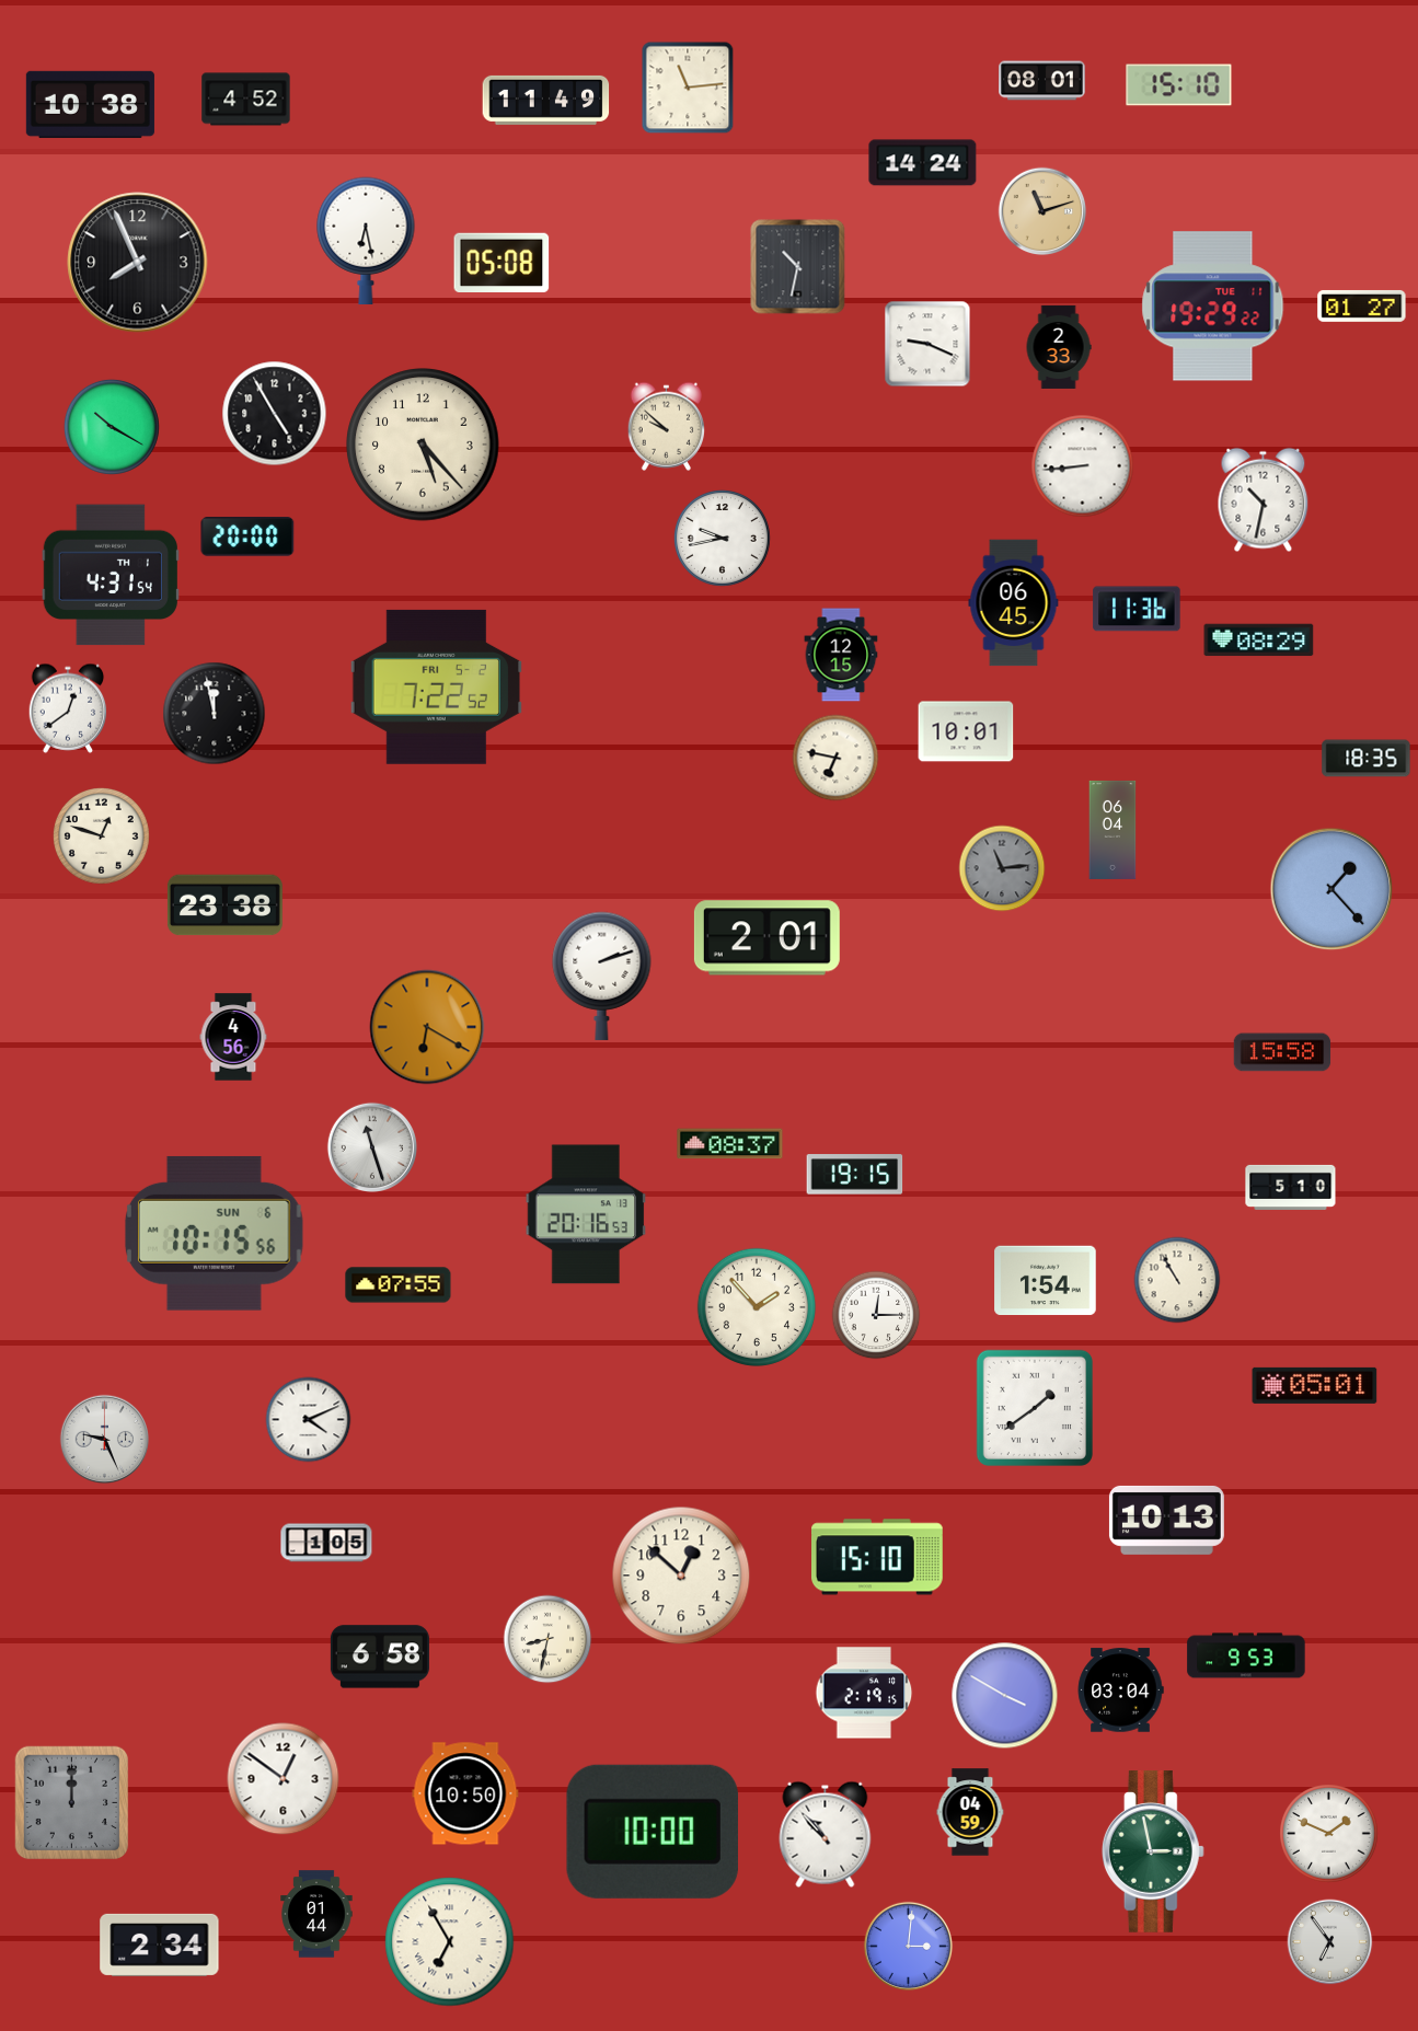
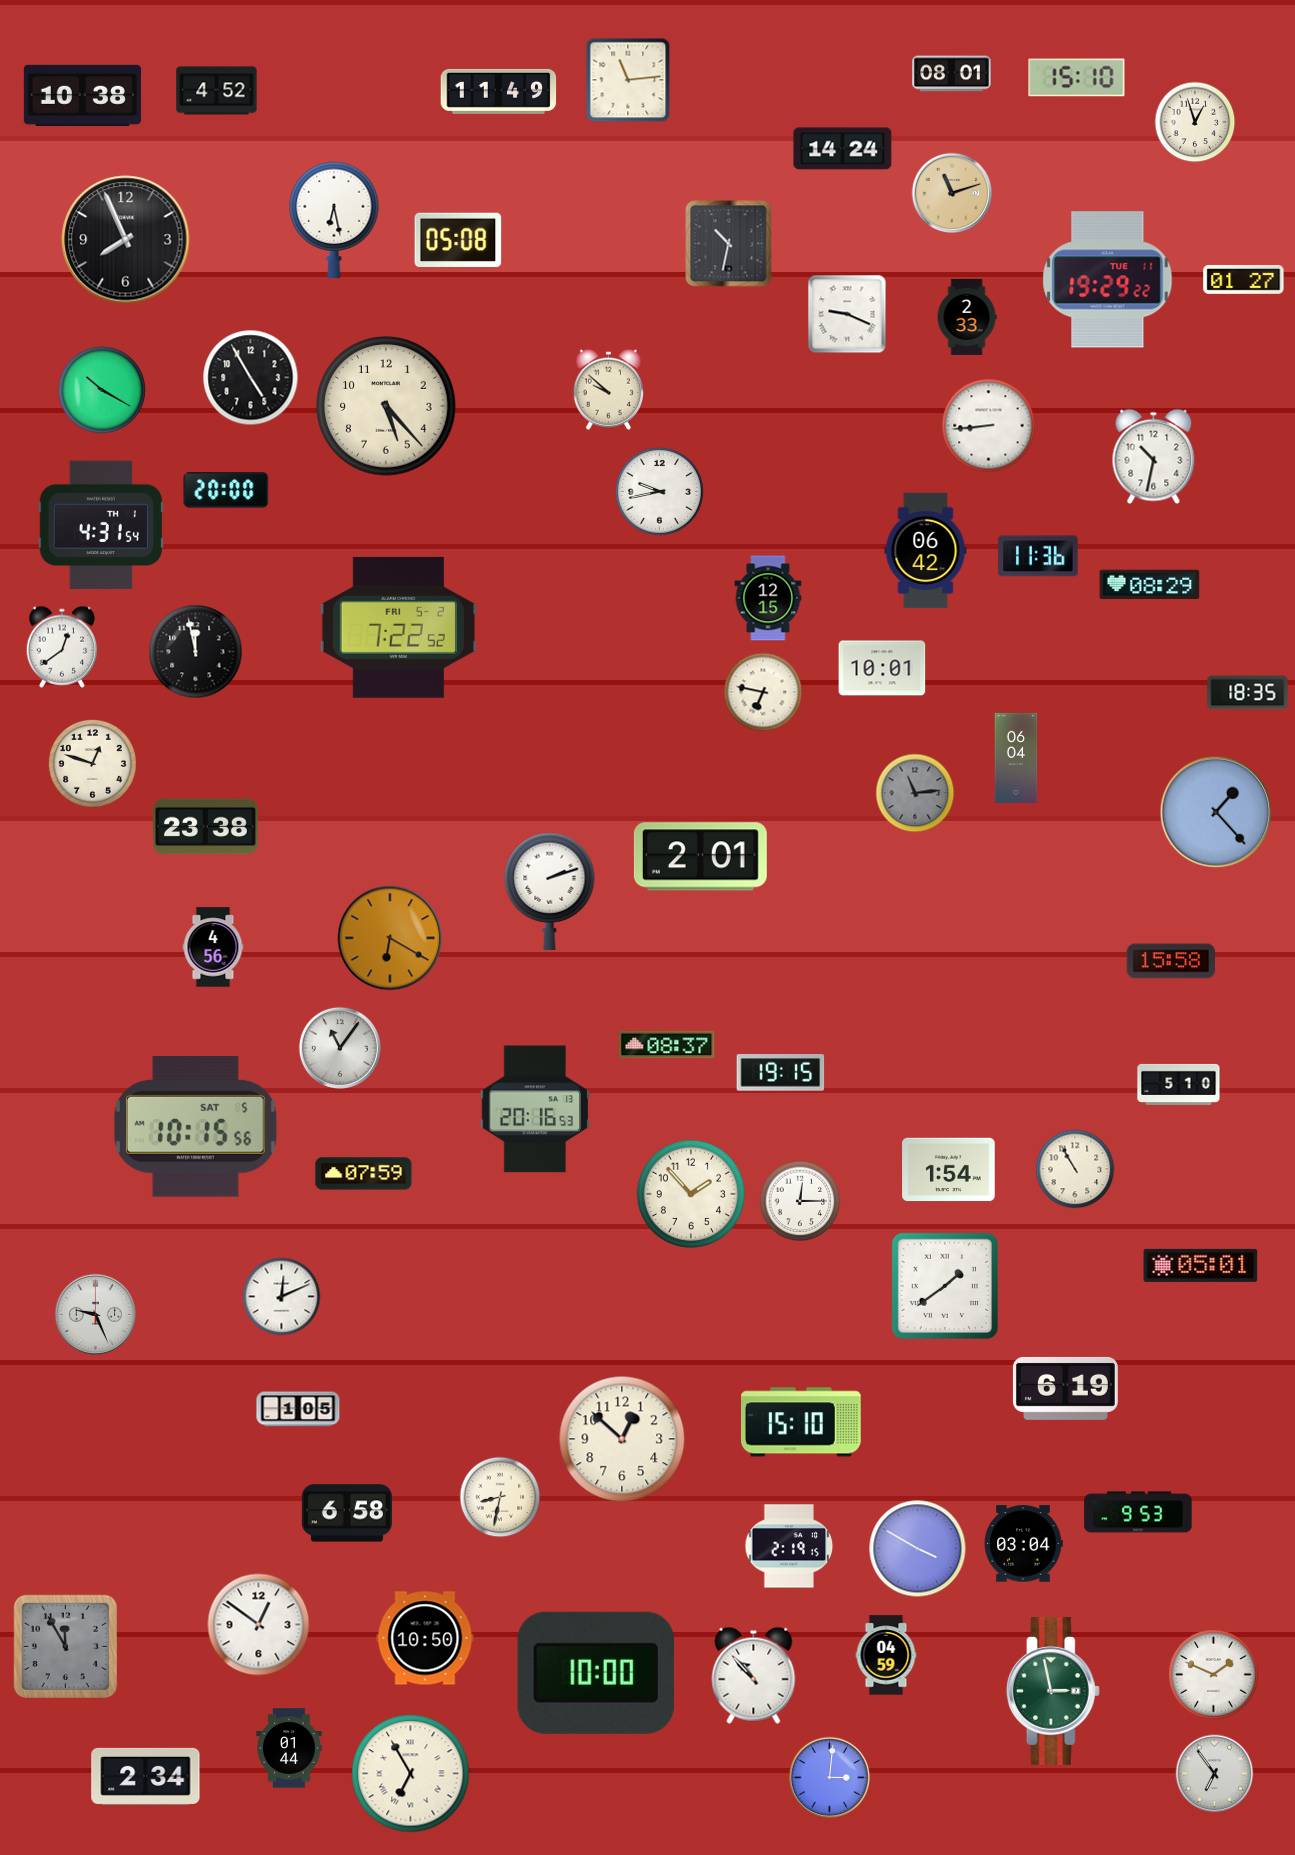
clock at (246, 100) position: (246, 100) -> (217, 91)
clock at (1195, 122): none -> 12:57
clock at (1014, 603): 06:45 -> 06:42
clock at (371, 1146): 11:27 -> 11:06
clock at (214, 1233) date: SUN 6 -> SAT 5
clock at (1046, 1281) position: (1046, 1281) -> (949, 1170)
clock at (399, 1285): 07:55 -> 07:59
clock at (309, 1420): 4:11 -> 12:11
clock at (1166, 1520): 10:13 -> 6:19
clock at (72, 1803): 12:00 -> 11:55
